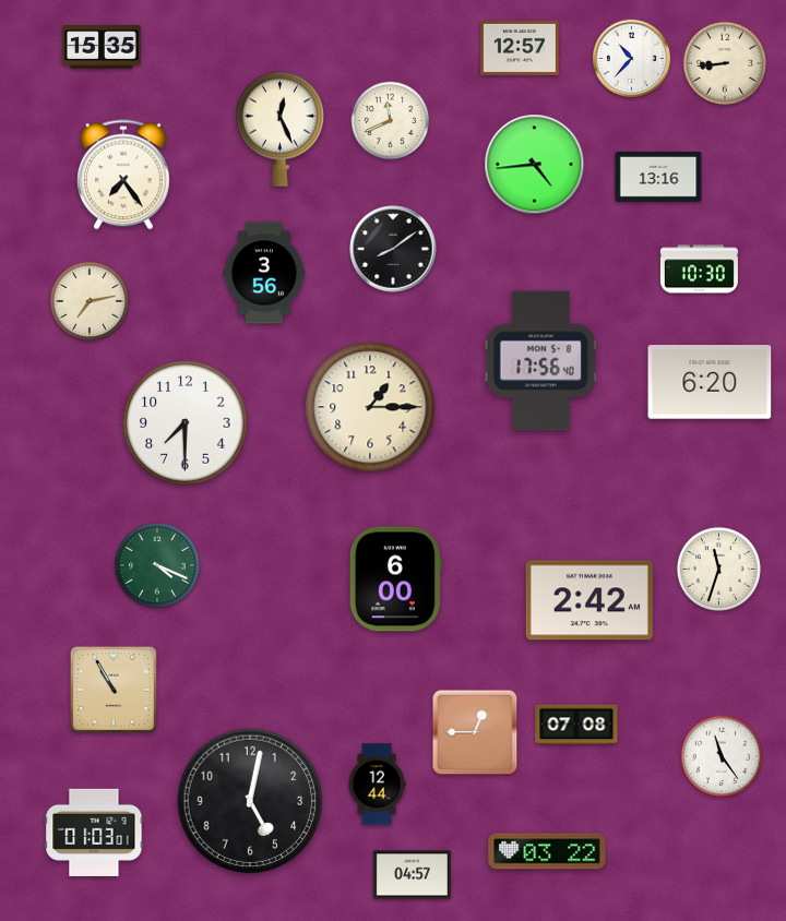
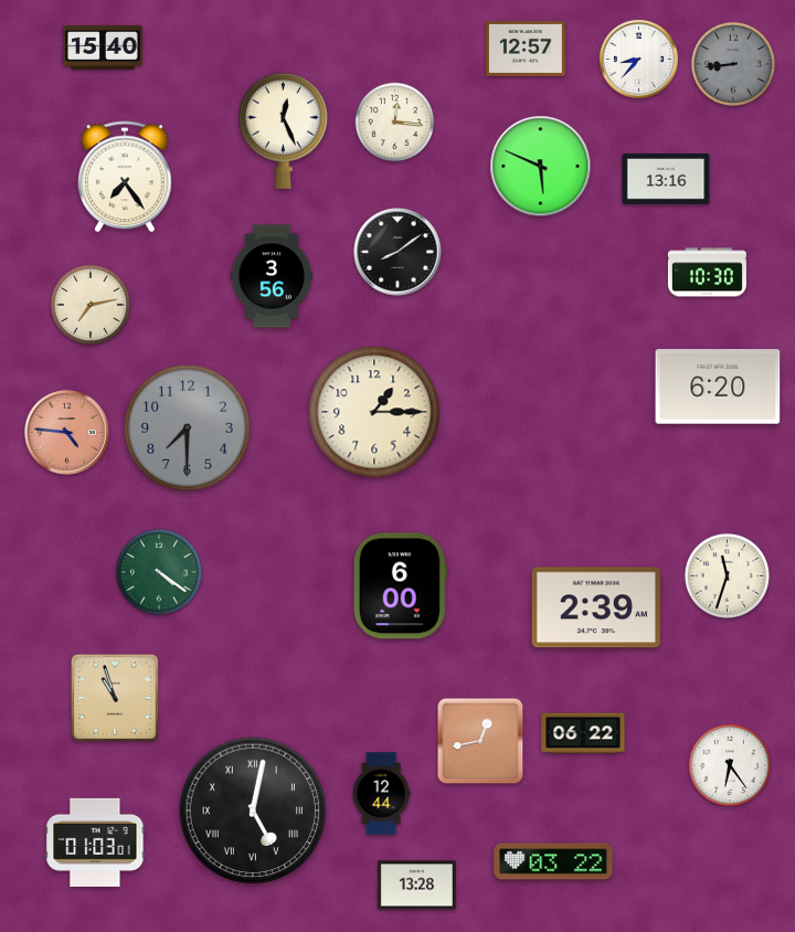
clock at (103, 48): 15:35 -> 15:40
clock at (631, 58): 10:37 -> 8:37
clock at (725, 63) dial: cream -> grey
clock at (391, 121): 11:41 -> 12:16
clock at (535, 165): 4:44 -> 5:49
clock at (264, 273) position: (264, 273) -> (272, 276)
clock at (540, 361): 17:56 -> none
clock at (186, 423) dial: white -> grey
clock at (67, 433): none -> 4:46
clock at (157, 565): 4:19 -> 4:21
clock at (589, 600): 2:42 -> 2:39
clock at (114, 690): 10:55 -> 10:57
clock at (576, 725): 07:08 -> 06:22
clock at (475, 732): 12:45 -> 12:43
clock at (720, 755): 11:24 -> 6:24
clock at (250, 801) numerals: Arabic -> Roman
clock at (412, 875): 04:57 -> 13:28
